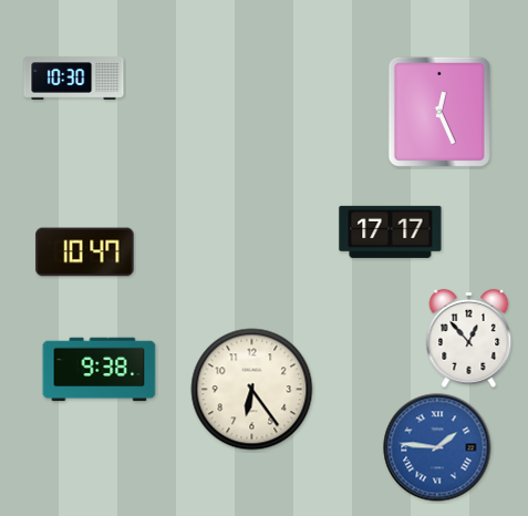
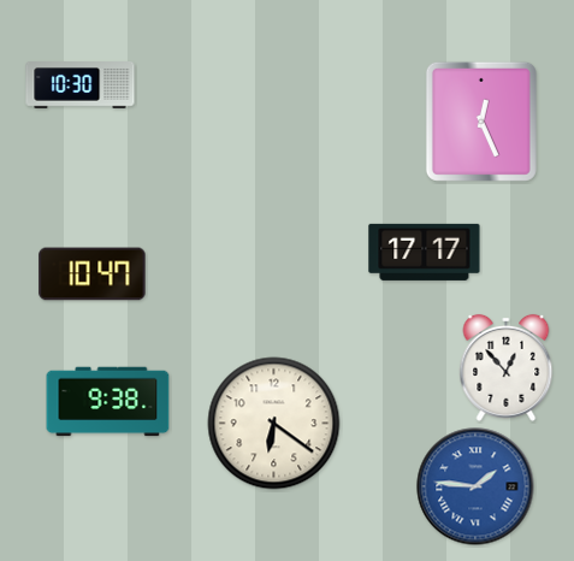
clock at (439, 112) position: (439, 112) -> (481, 122)
clock at (469, 338) position: (469, 338) -> (507, 367)
clock at (252, 390): 6:24 -> 6:21
